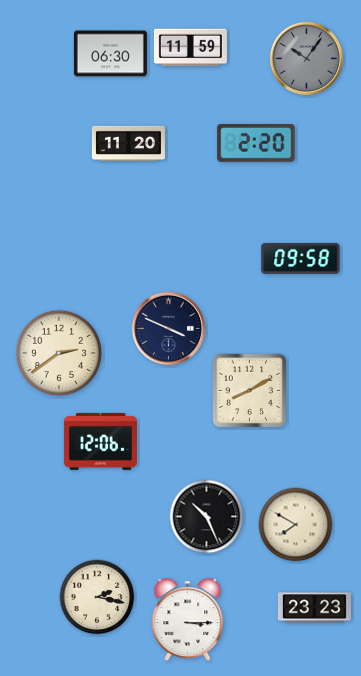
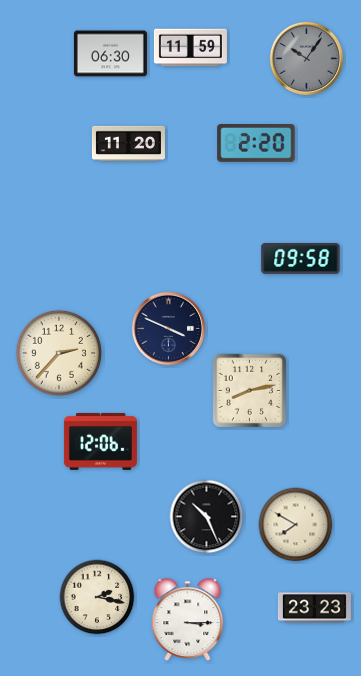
clock at (59, 353): 2:39 -> 2:37
clock at (250, 391): 8:10 -> 8:13
